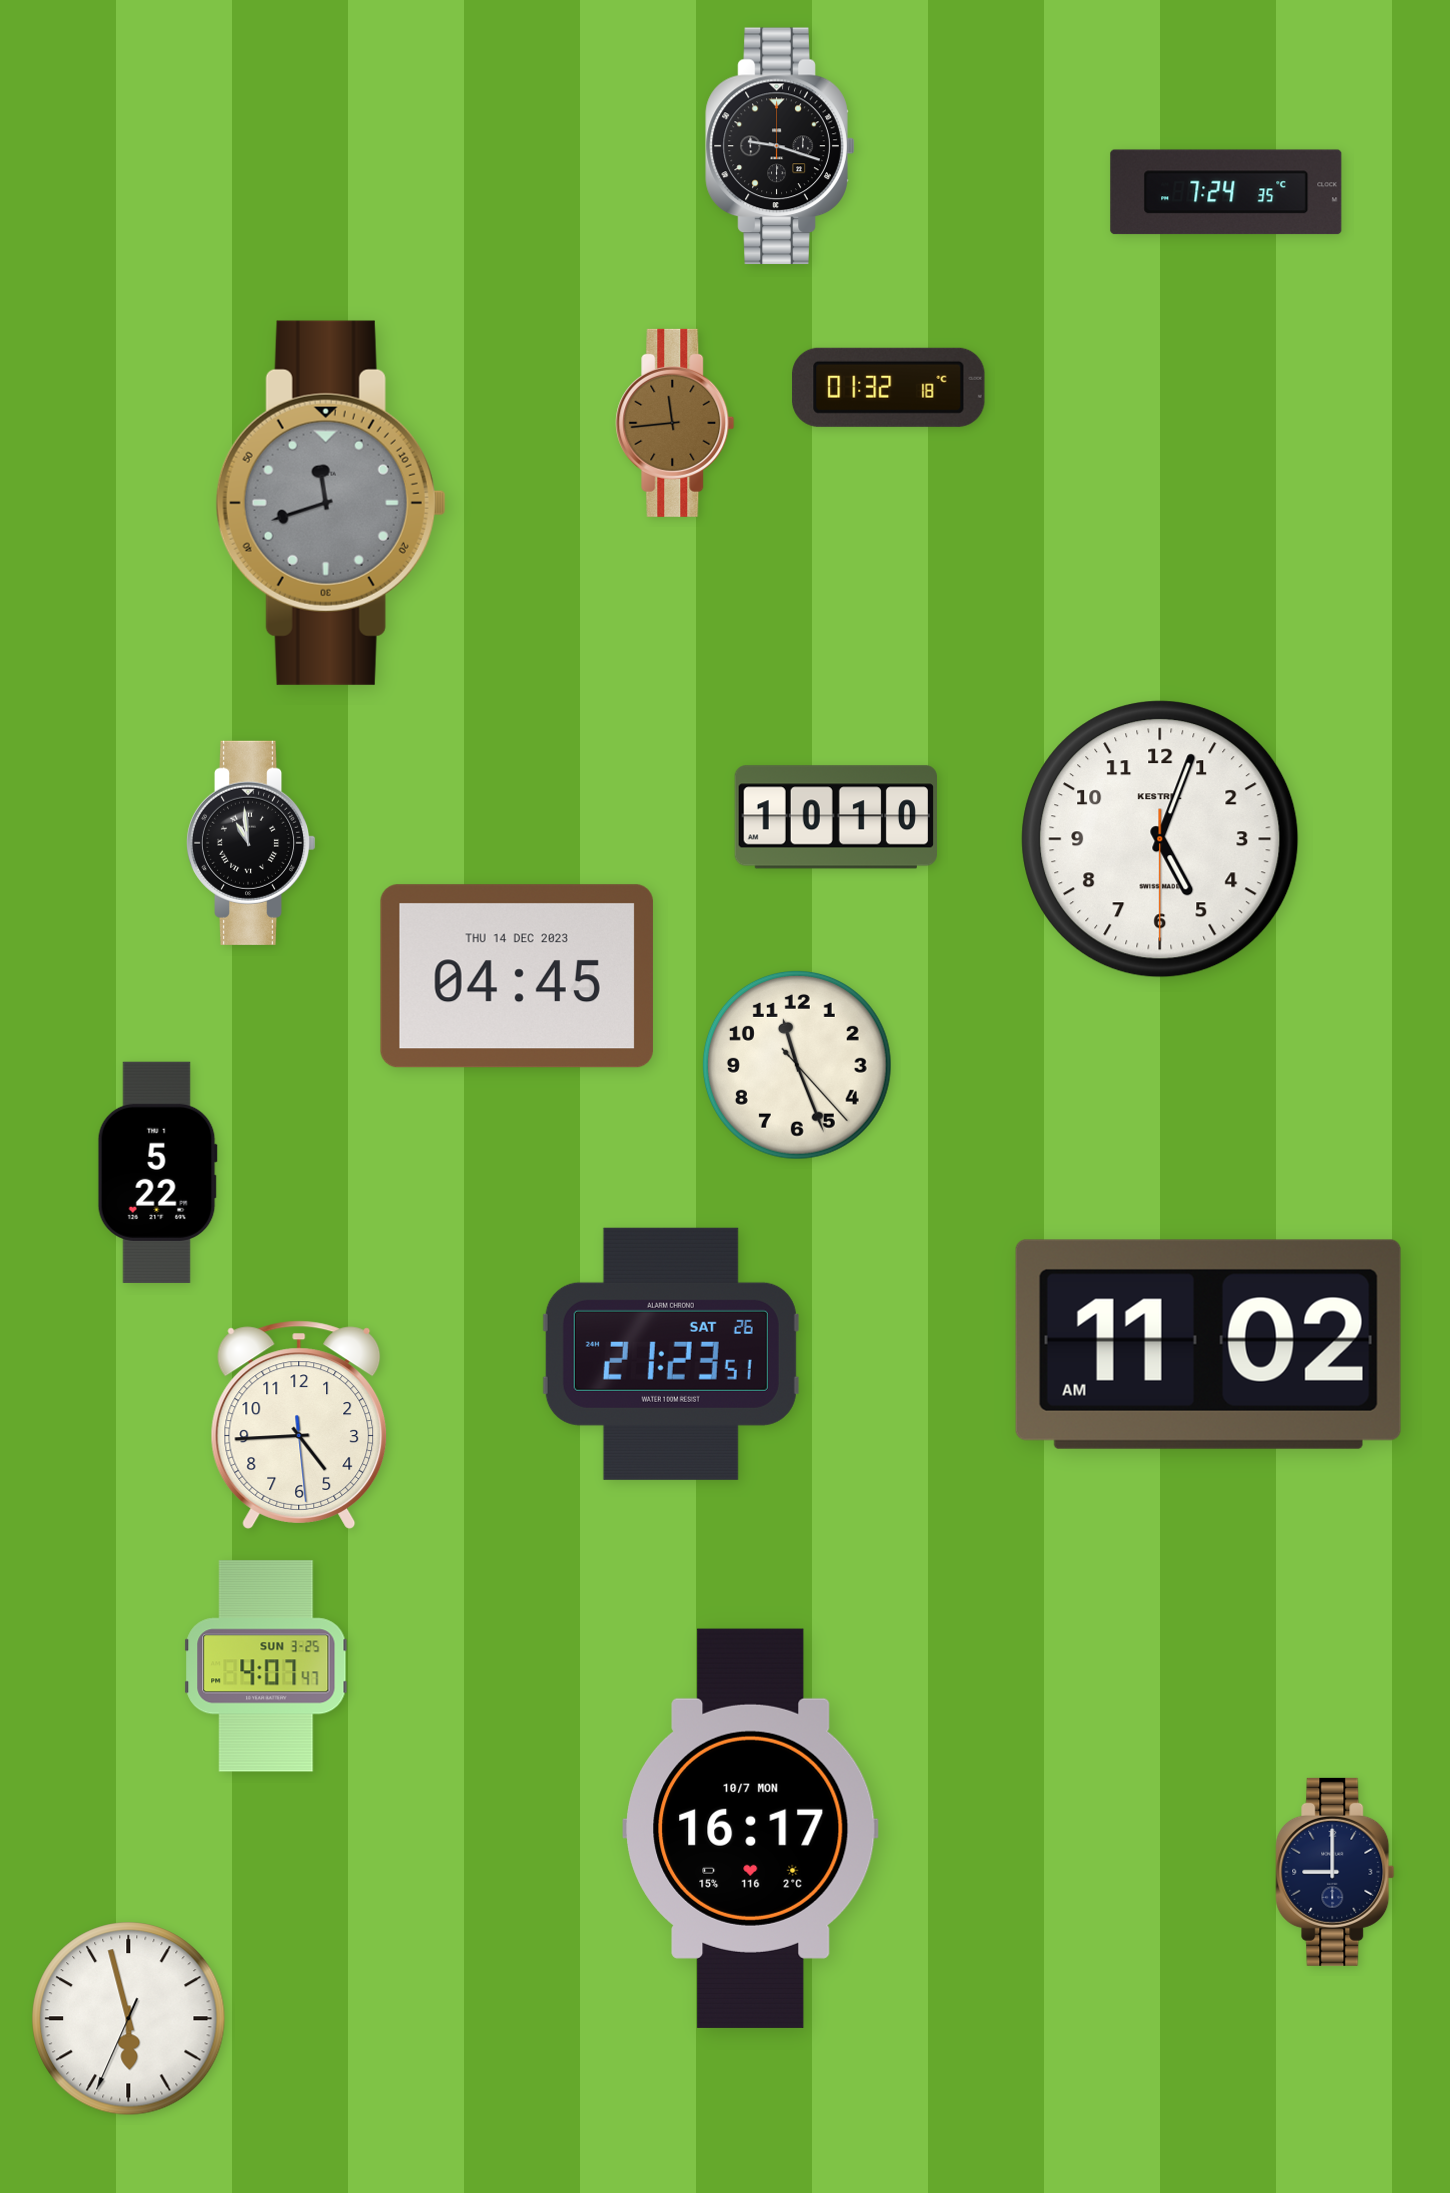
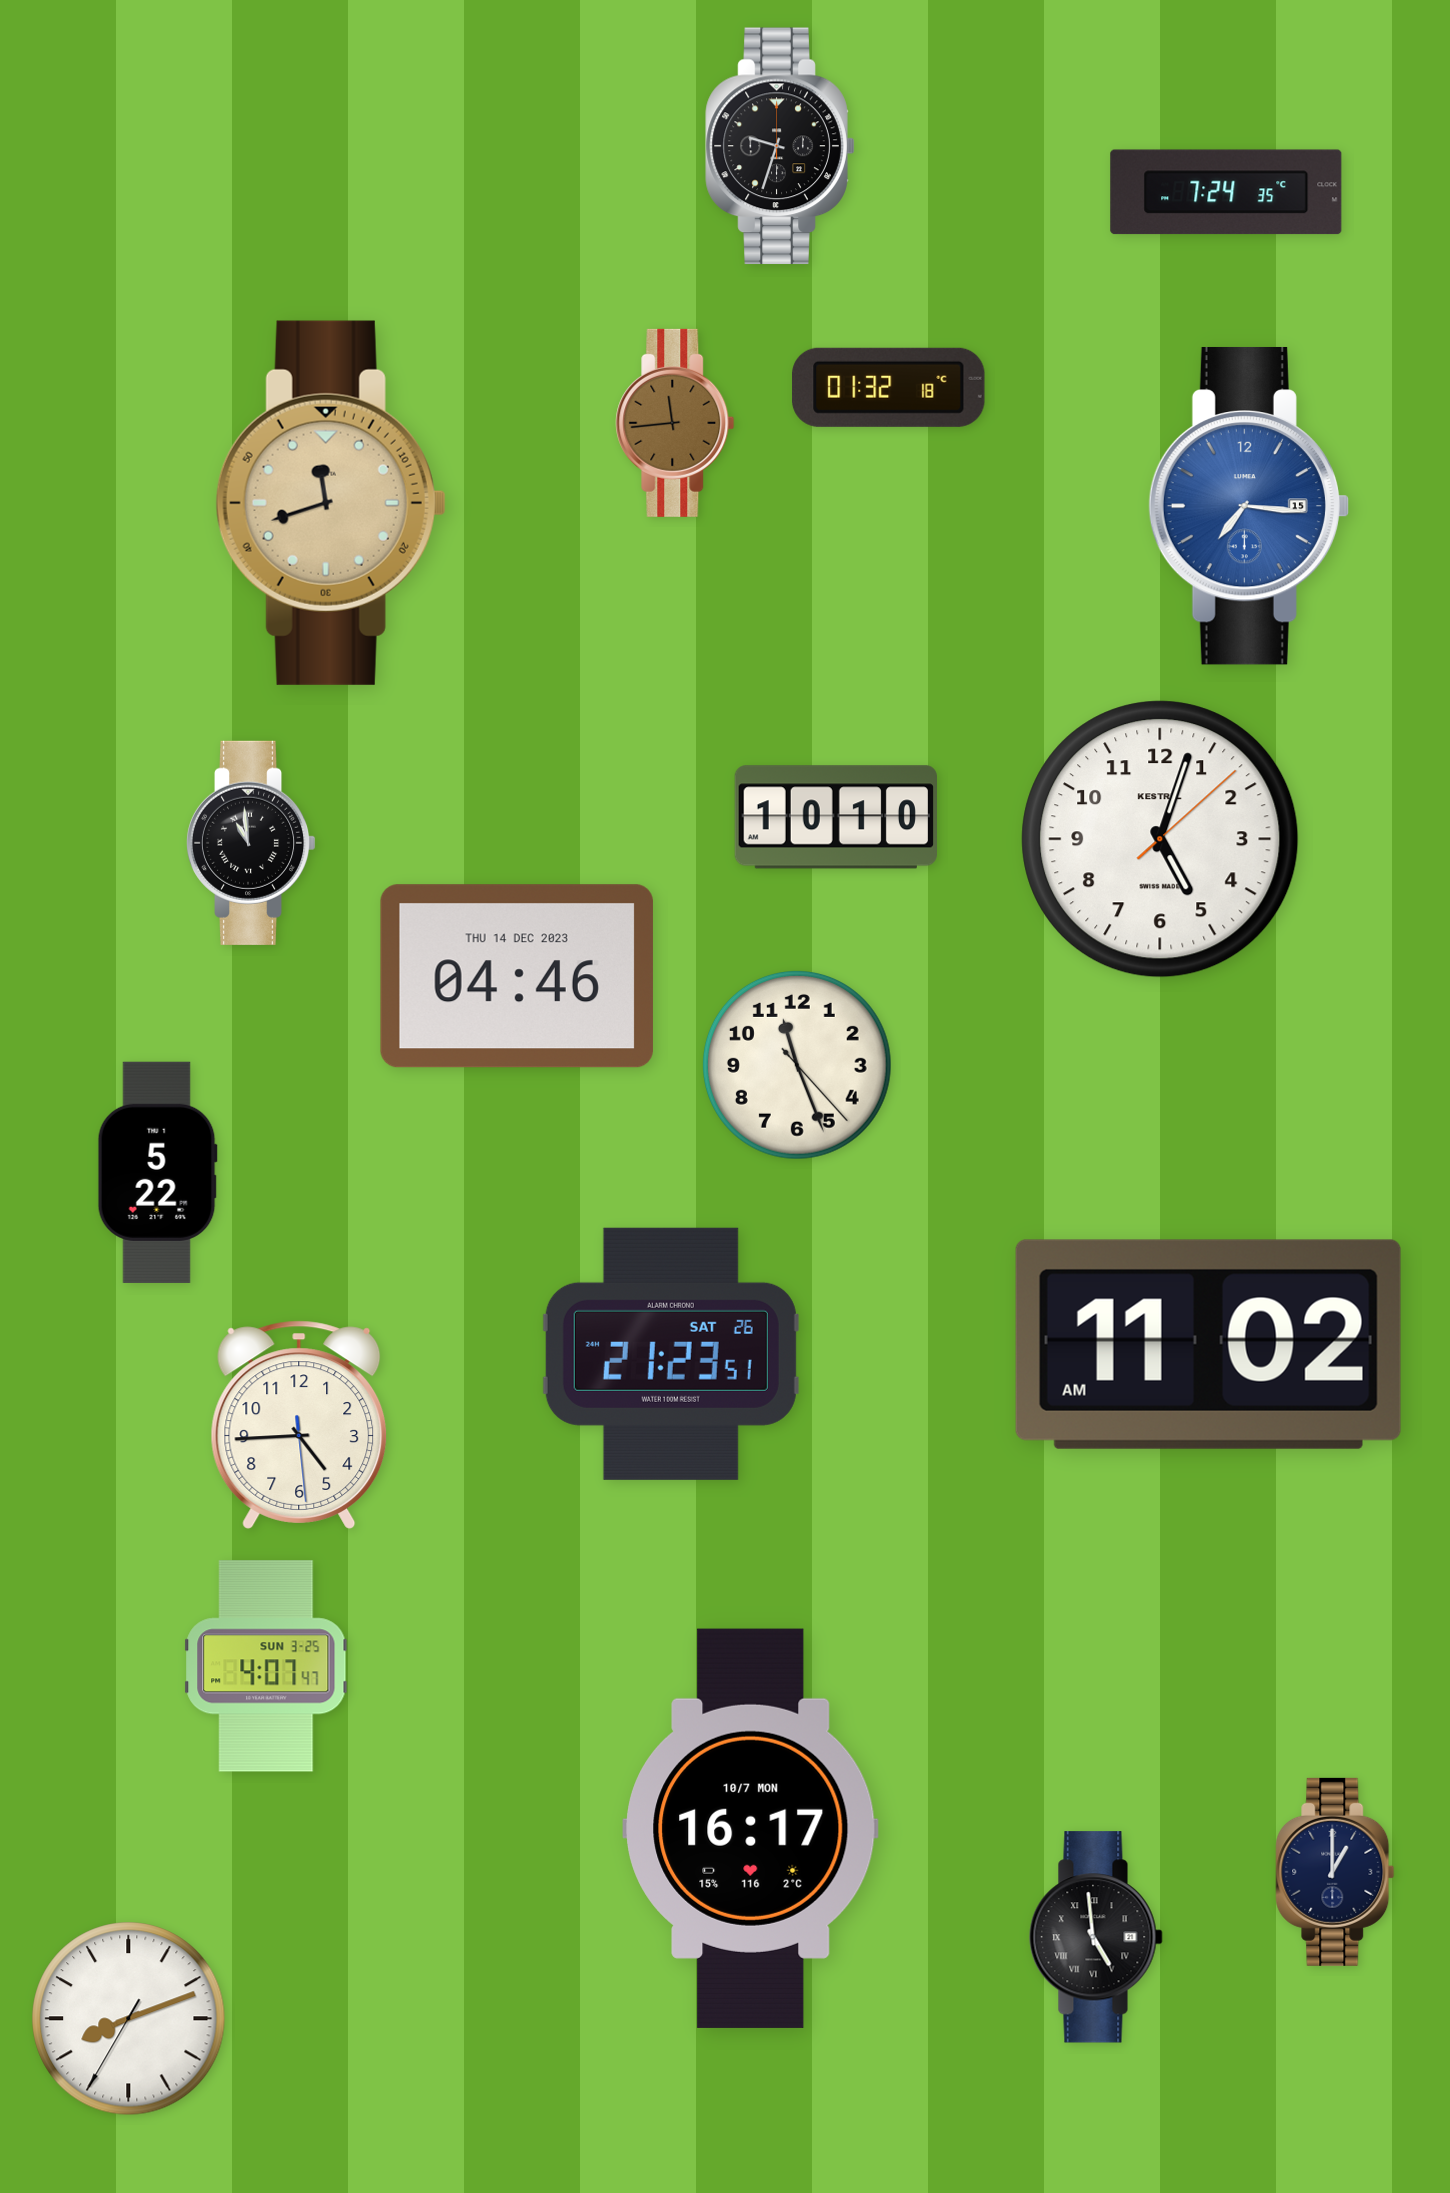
clock at (780, 146): 9:18 -> 9:33
clock at (331, 503) dial: grey -> champagne
clock at (1248, 506): none -> 7:16
clock at (1160, 839): 5:03:30 -> 5:03:08
clock at (517, 976): 04:45 -> 04:46
clock at (1335, 1872): 9:00 -> 1:00
clock at (1096, 1937): none -> 4:59
clock at (129, 2019): 5:57 -> 8:11
